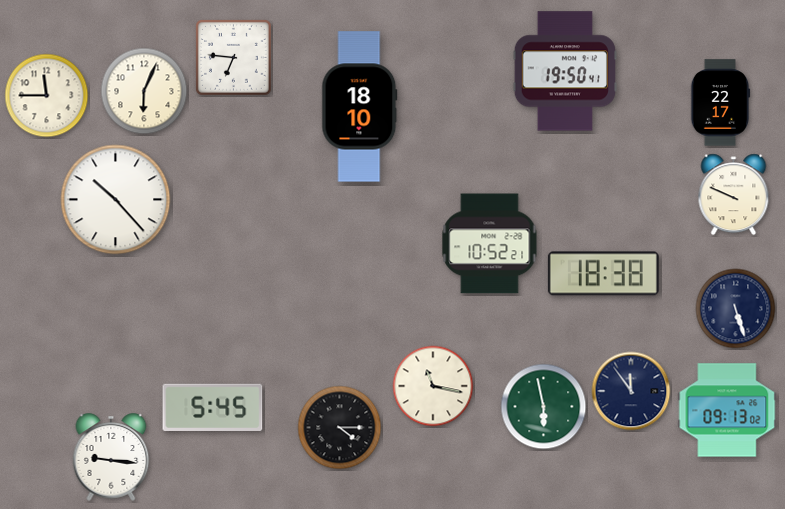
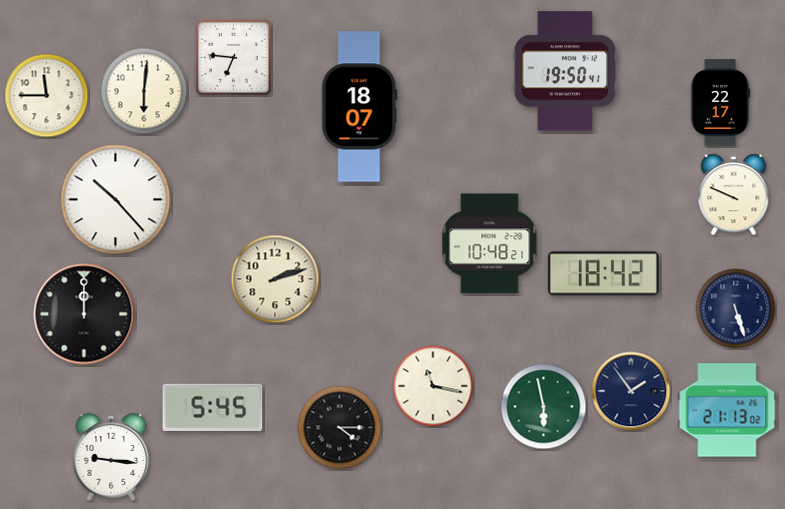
clock at (144, 91): 6:04 -> 6:01
clock at (360, 107): 18:10 -> 18:07
clock at (490, 244): 10:52 -> 10:48
clock at (603, 274): 18:38 -> 18:42
clock at (275, 279): none -> 2:12
clock at (84, 314): none -> 12:00
clock at (631, 391): 11:54 -> 1:54
clock at (727, 410): 09:13 -> 21:13
